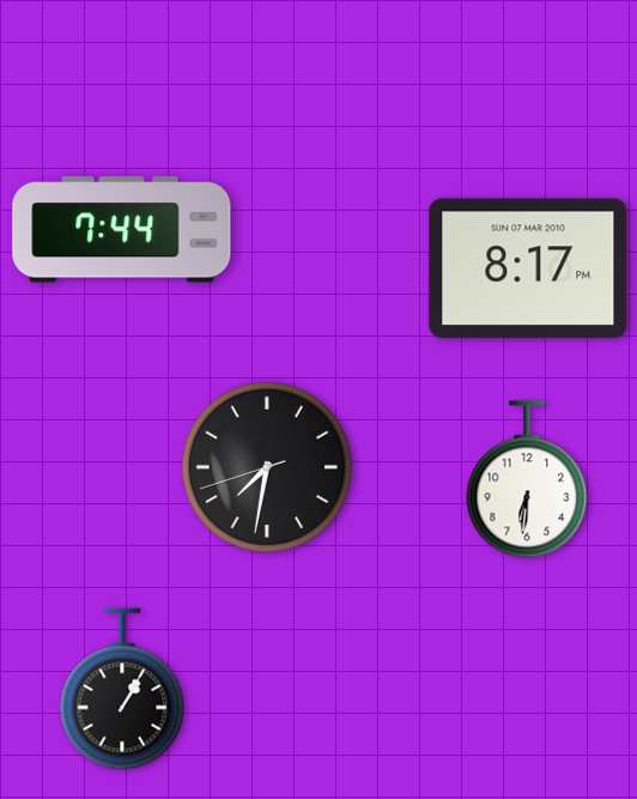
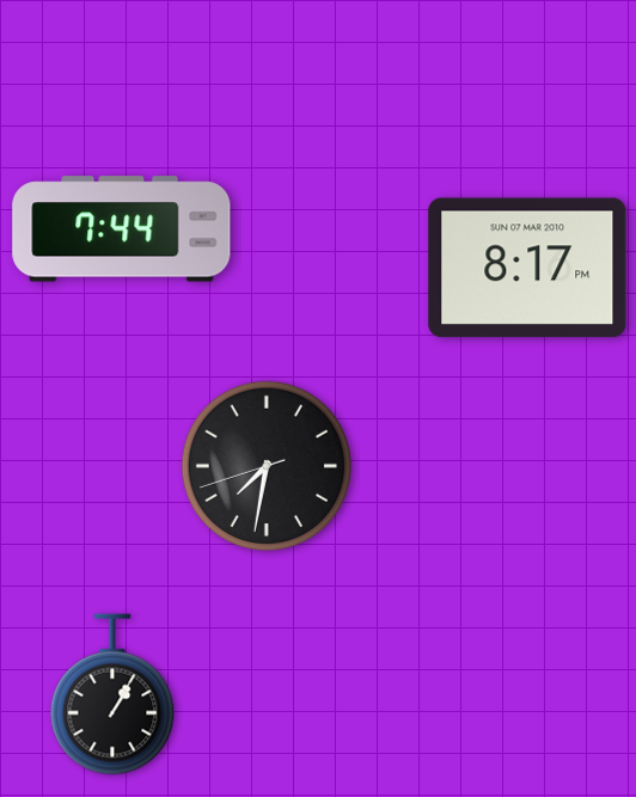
clock at (527, 479): 6:31 -> none
clock at (122, 689) position: (122, 689) -> (112, 694)
